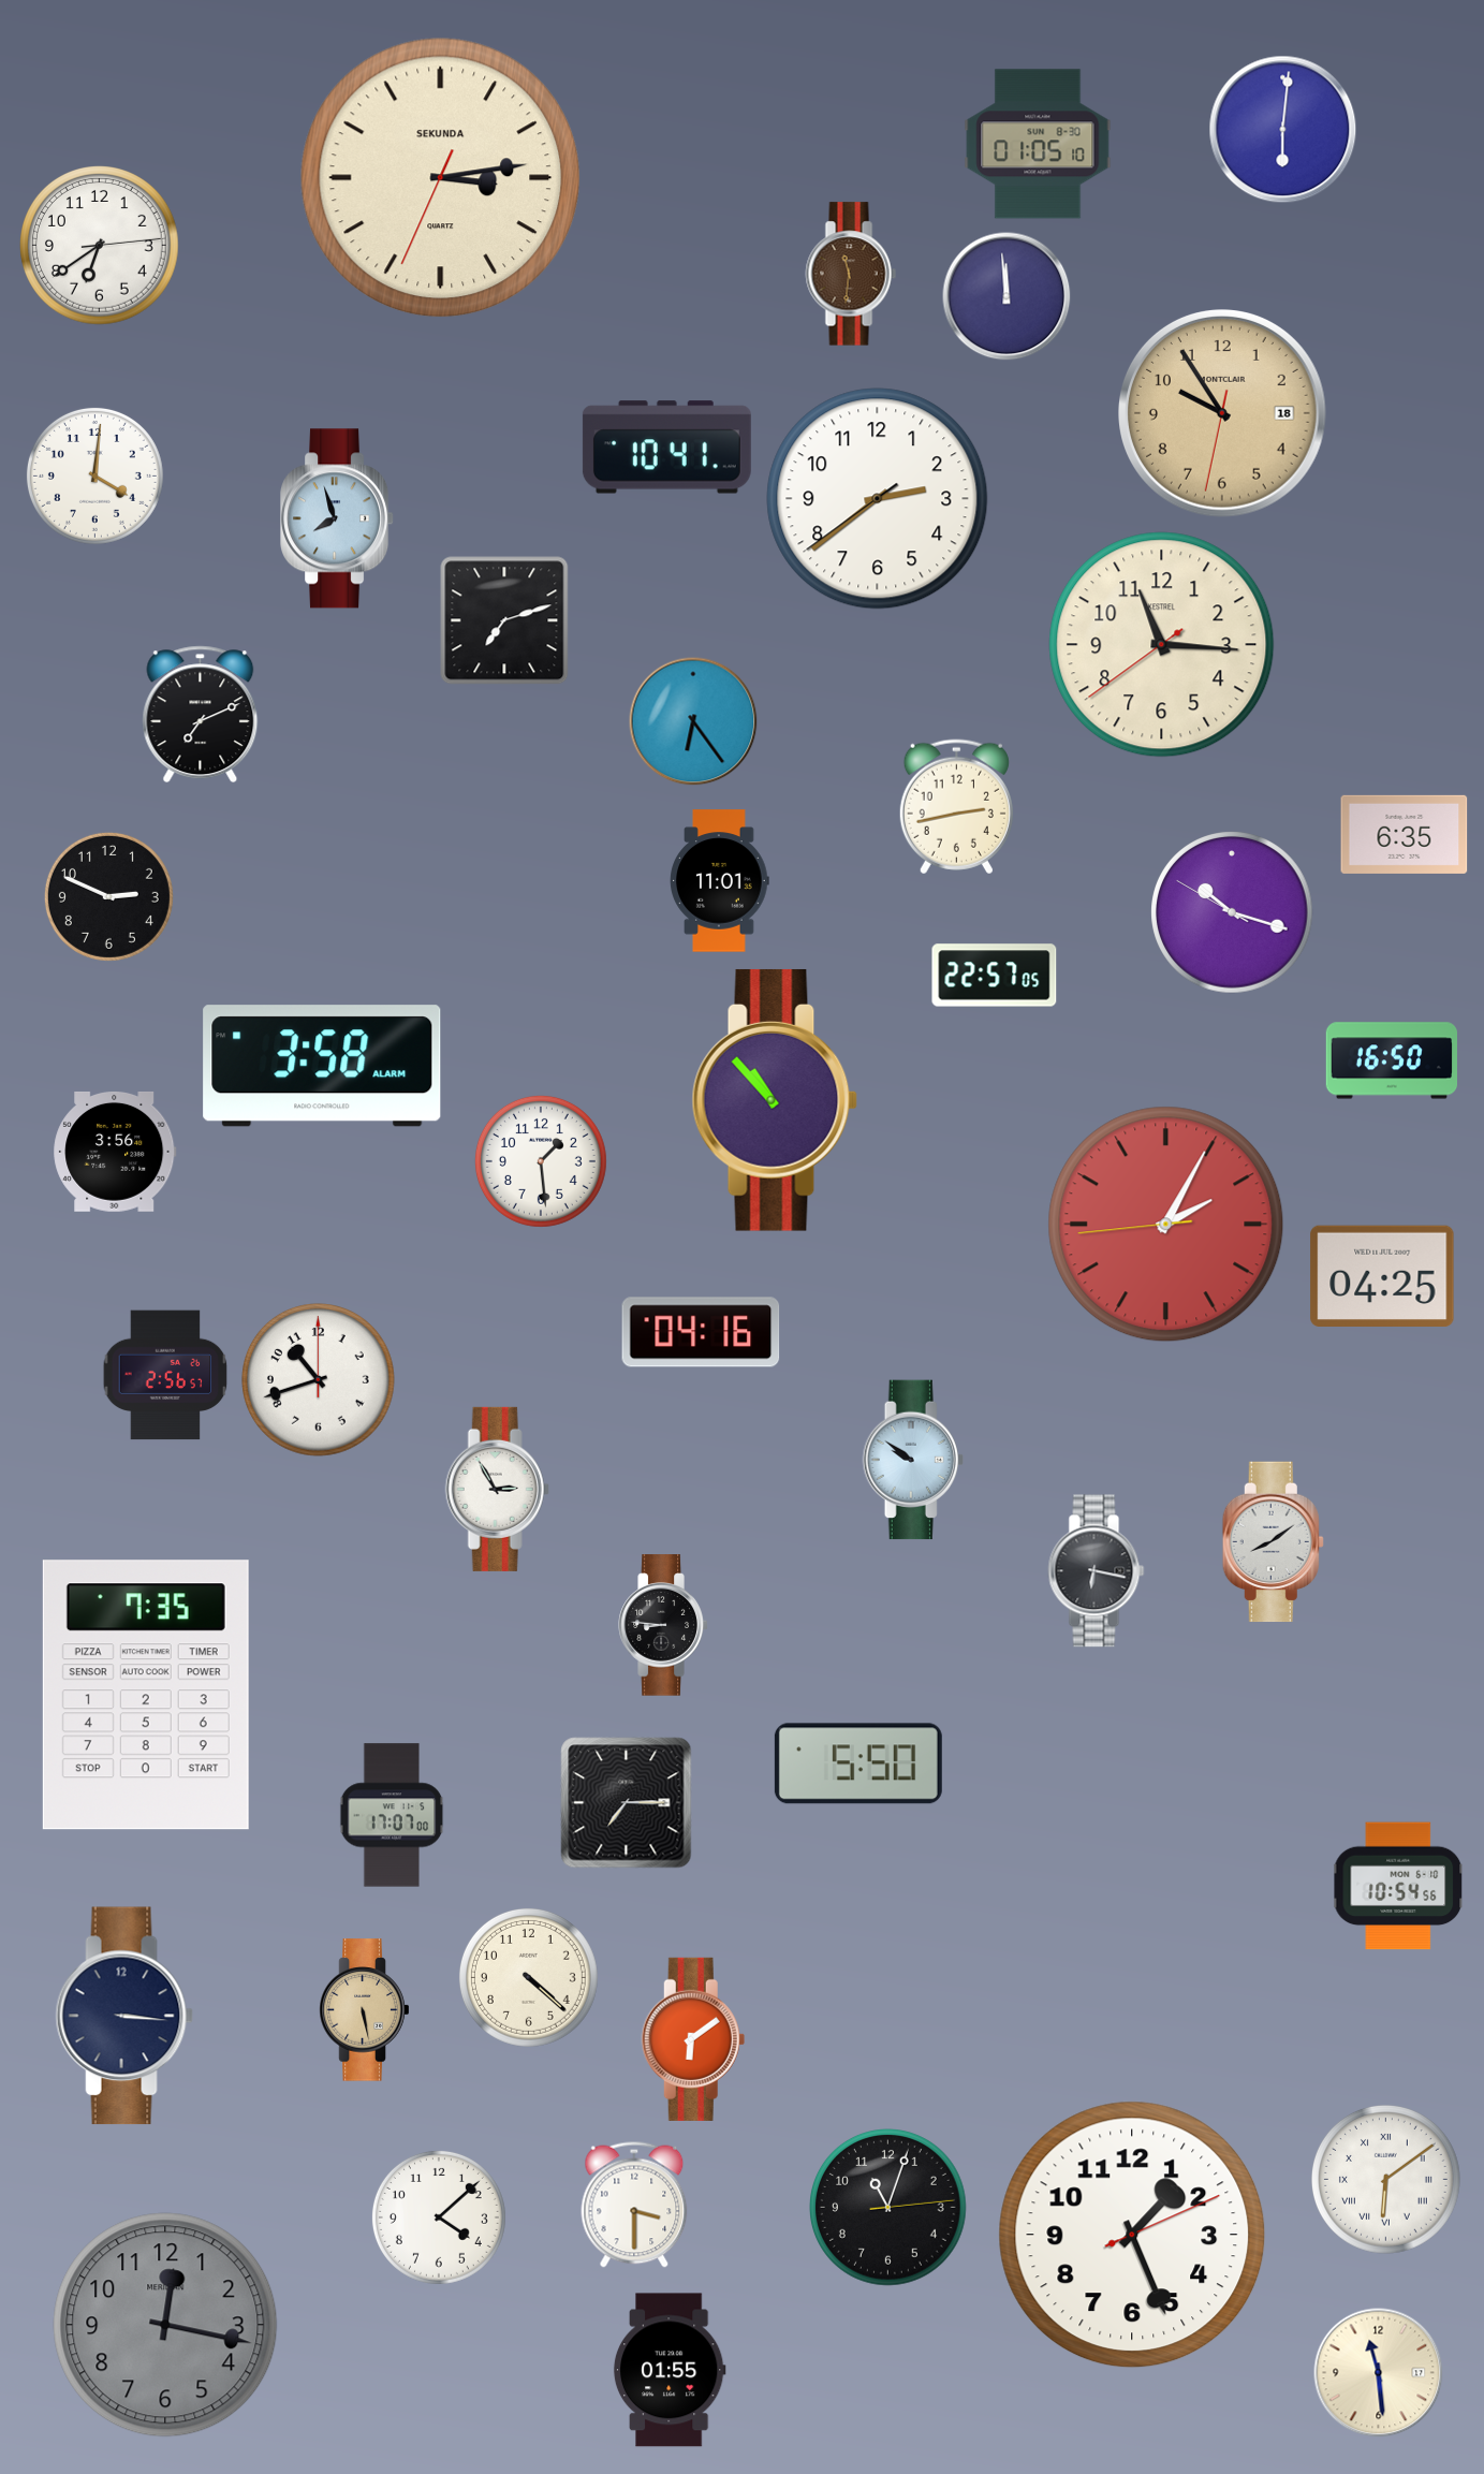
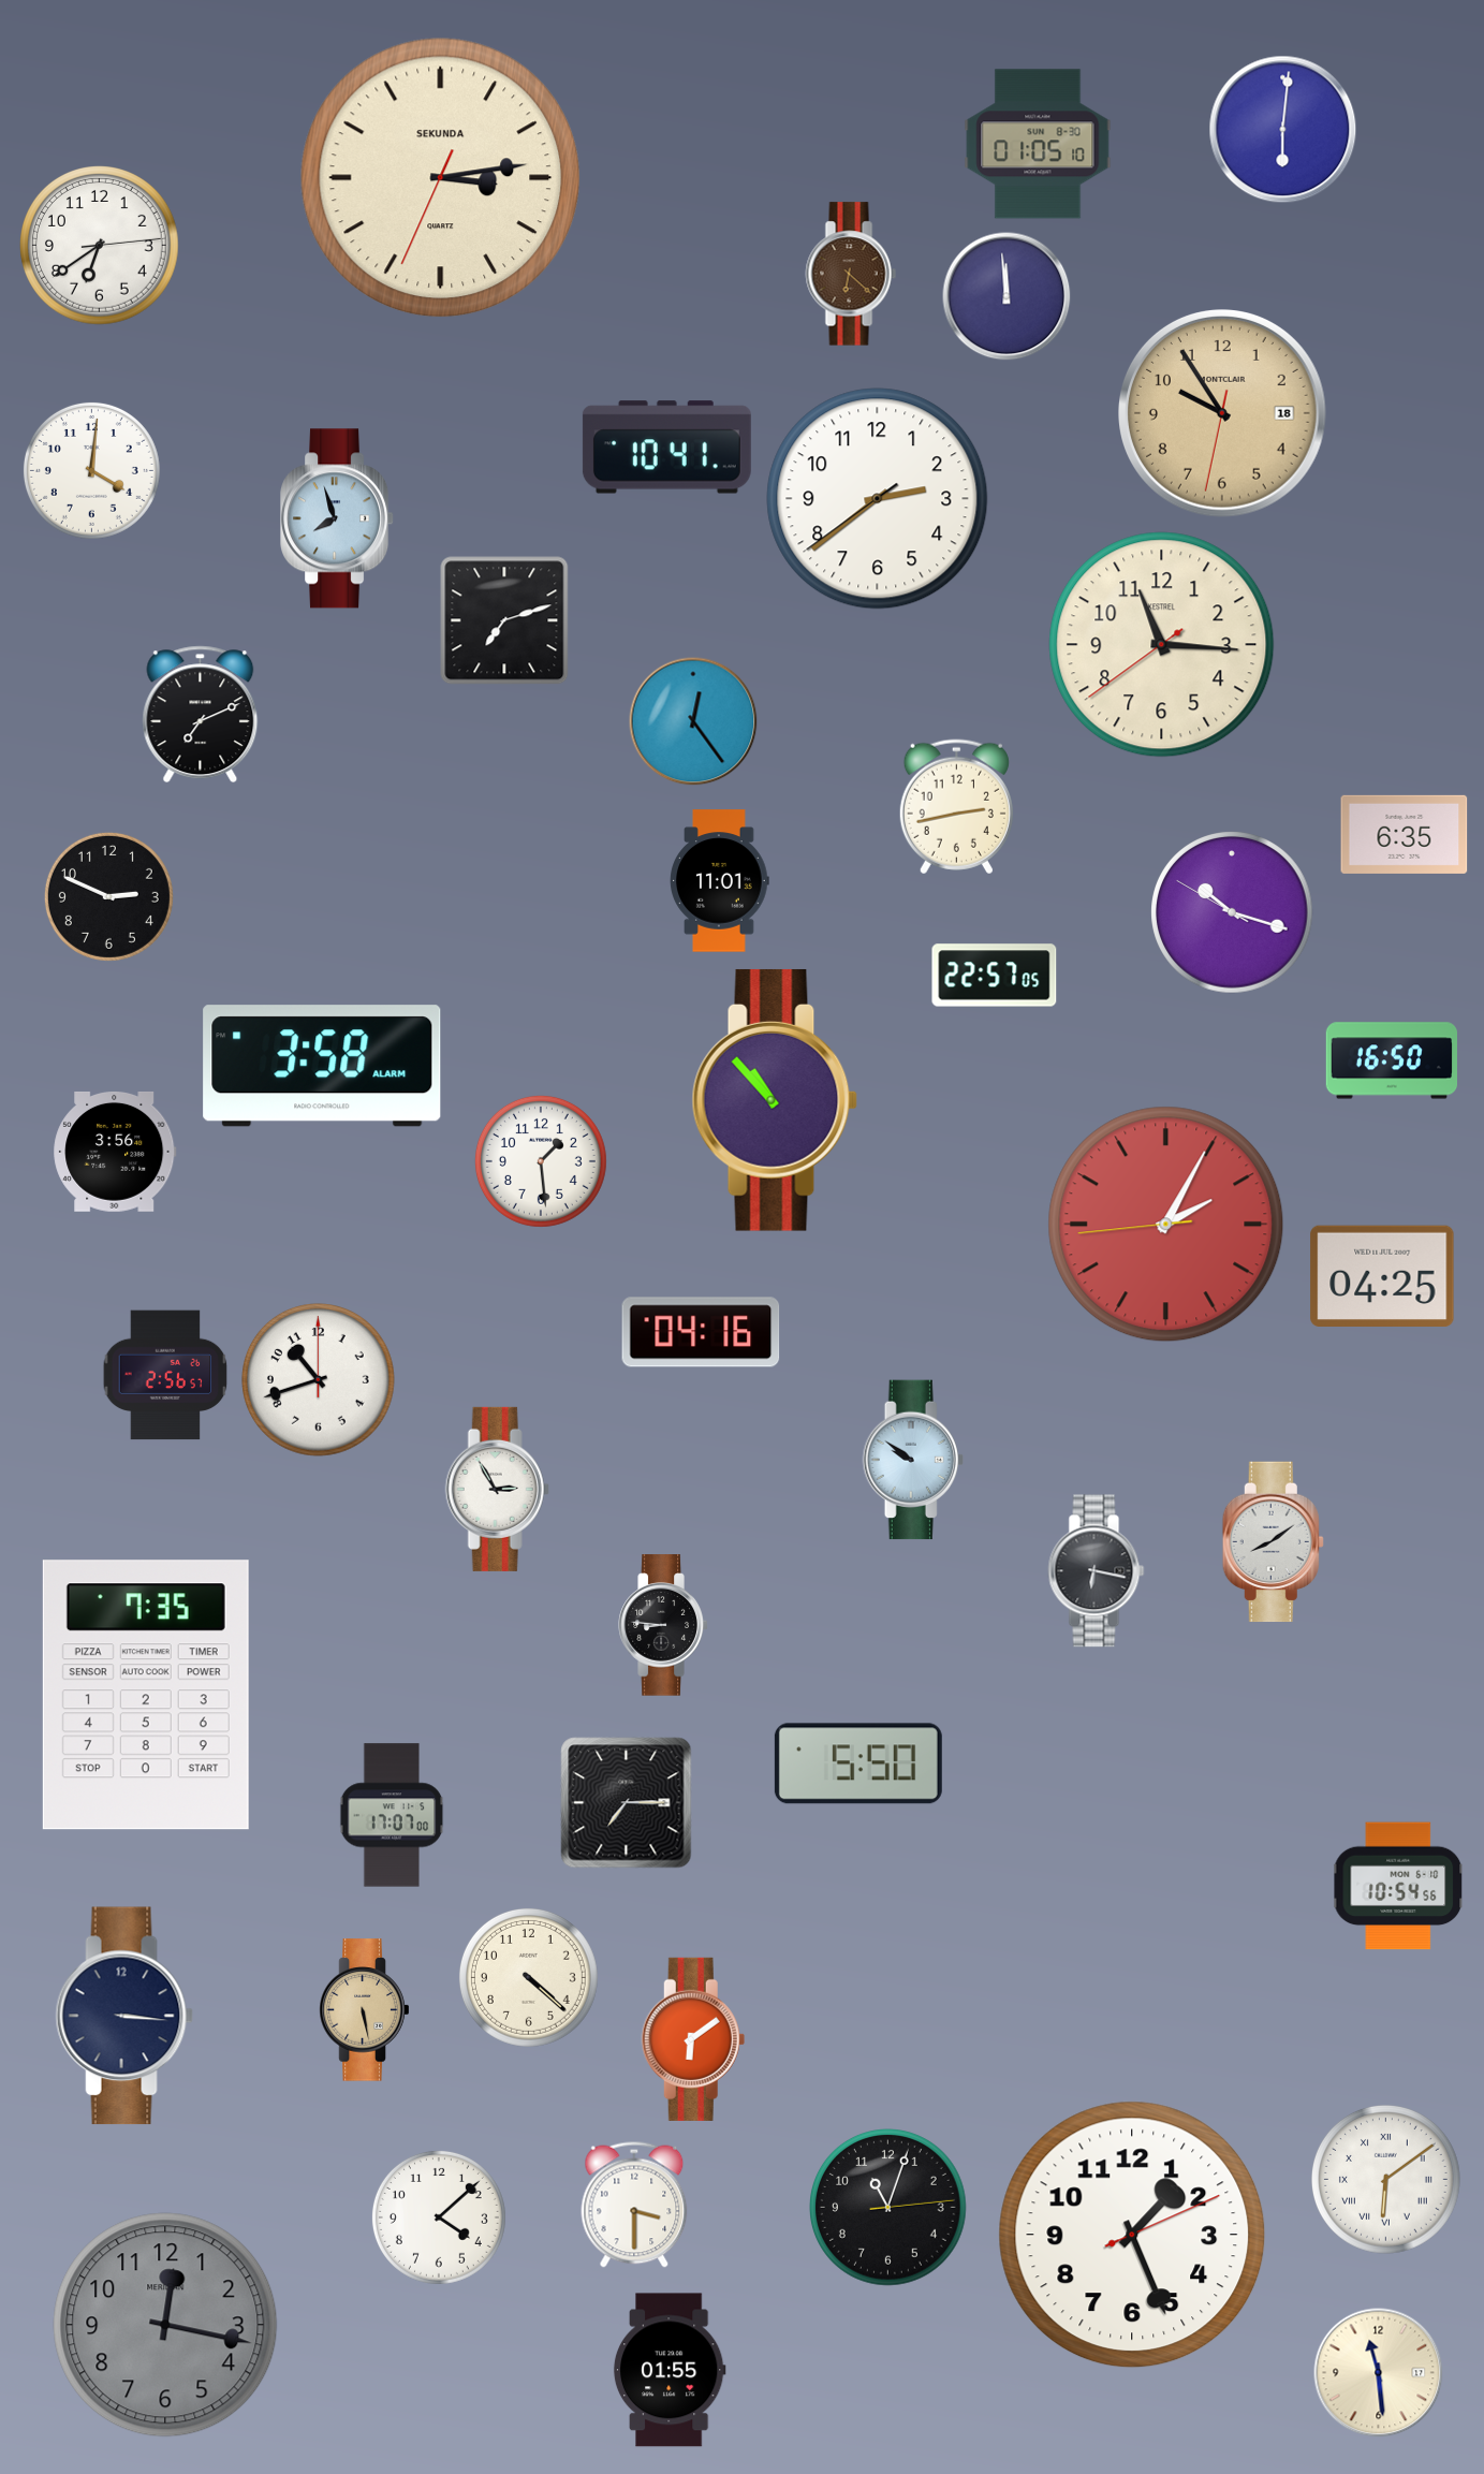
clock at (851, 274): 11:31 -> 6:22
clock at (94, 475) position: (94, 475) -> (91, 470)
clock at (693, 721): 6:24 -> 12:24
